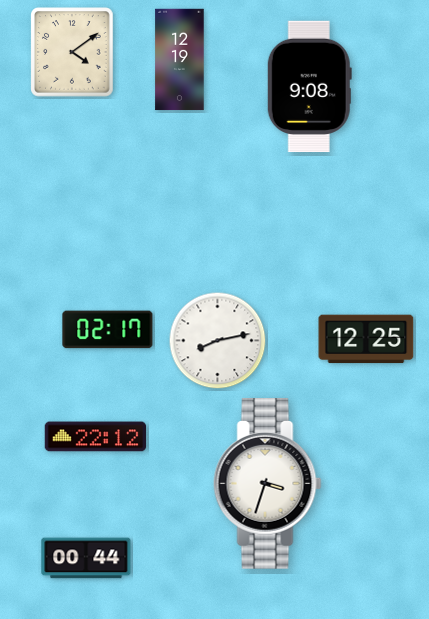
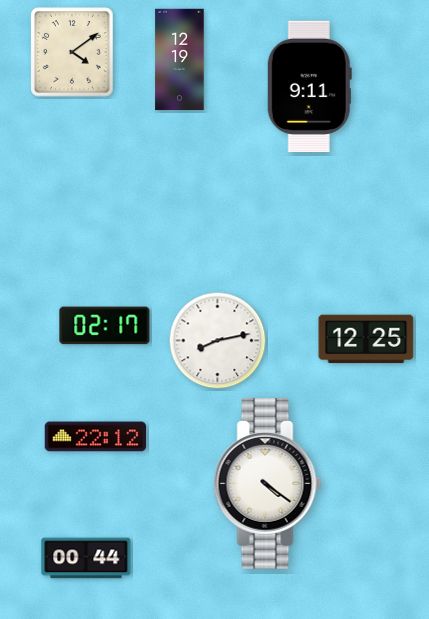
clock at (309, 87): 9:08 -> 9:11
clock at (108, 330) position: (108, 330) -> (105, 326)
clock at (268, 484): 3:33 -> 4:21
